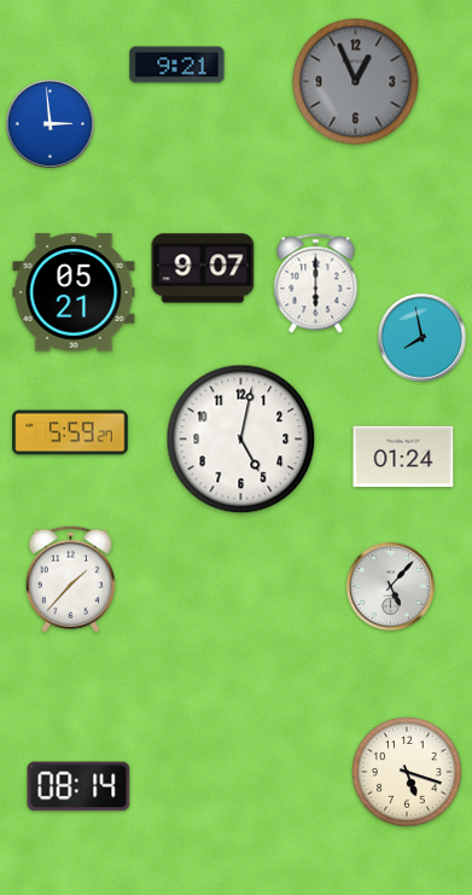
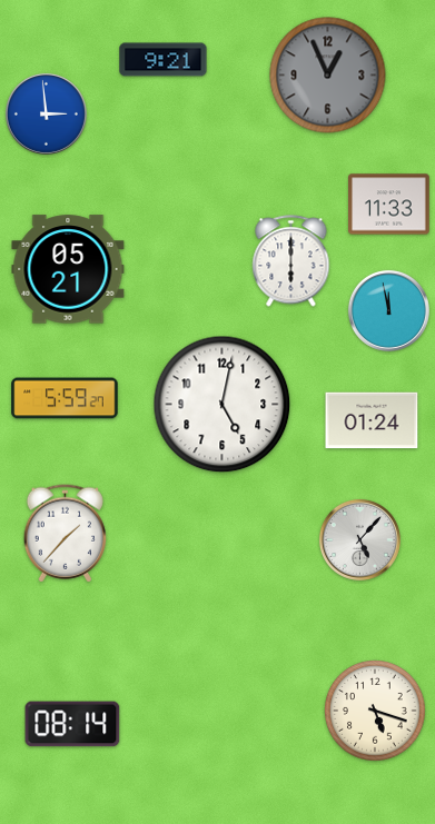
clock at (389, 205): none -> 11:33
clock at (203, 268): 9:07 -> none
clock at (421, 337): 7:58 -> 11:58
